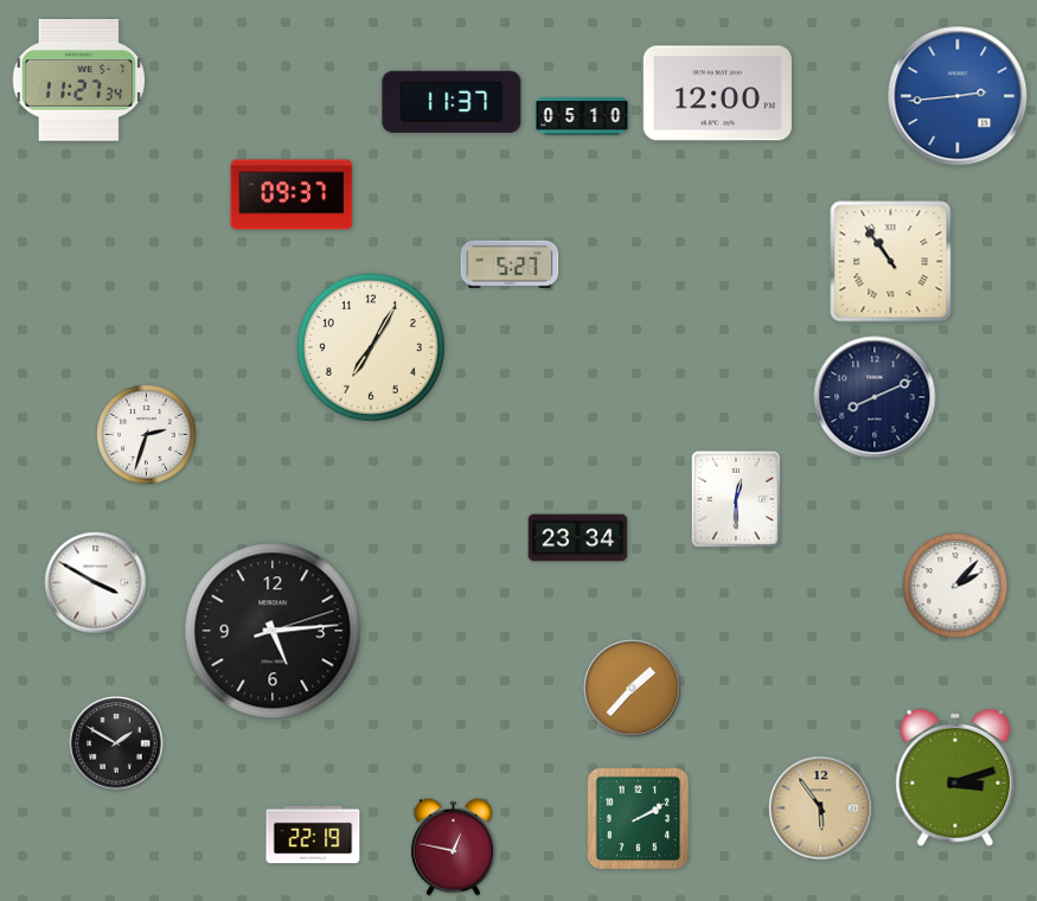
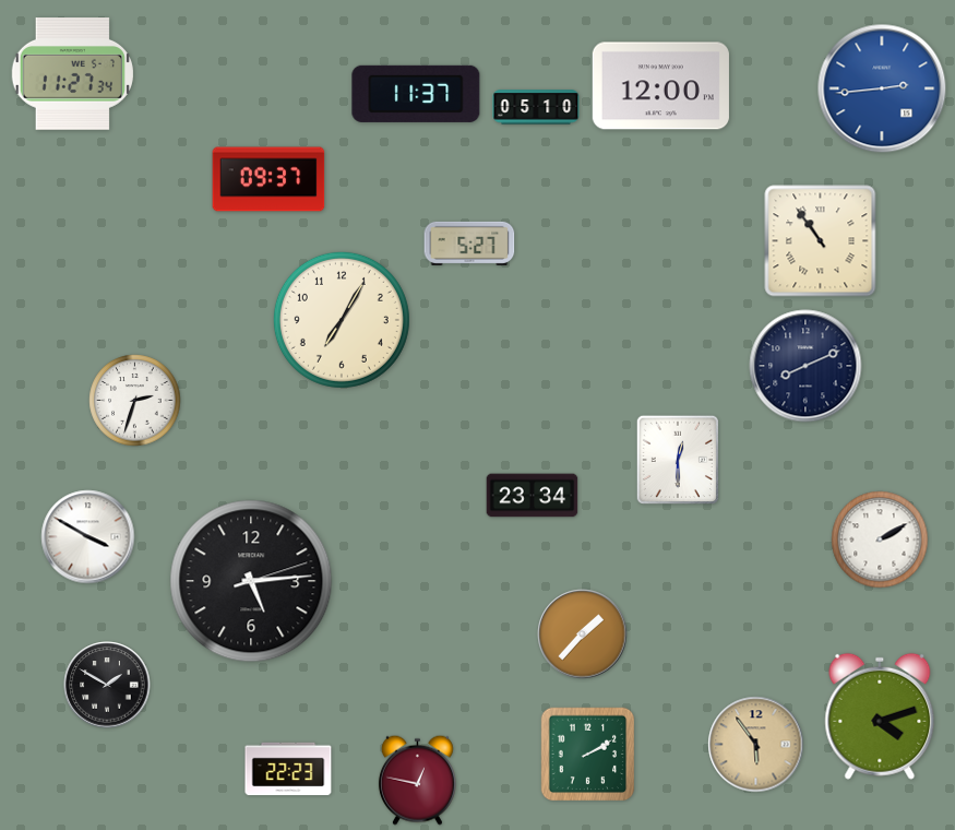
clock at (955, 586): 2:07 -> 2:10
clock at (955, 778): 3:12 -> 4:12
clock at (313, 835): 22:19 -> 22:23
